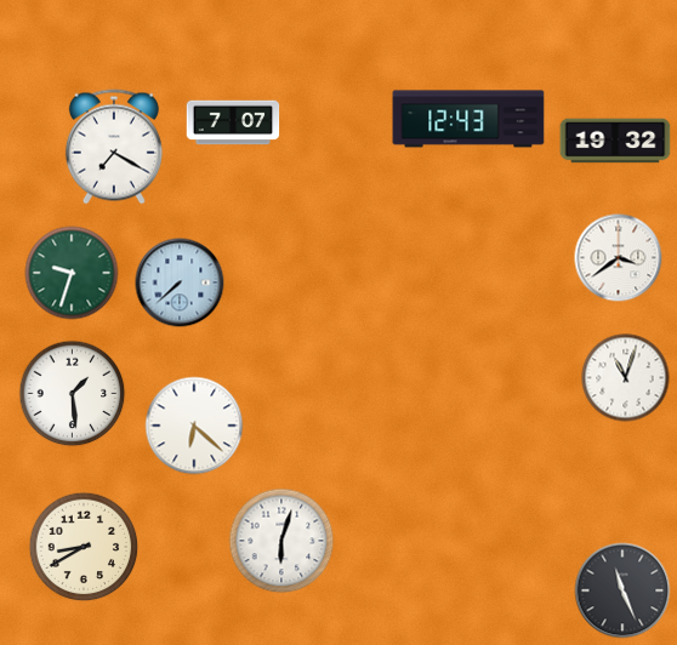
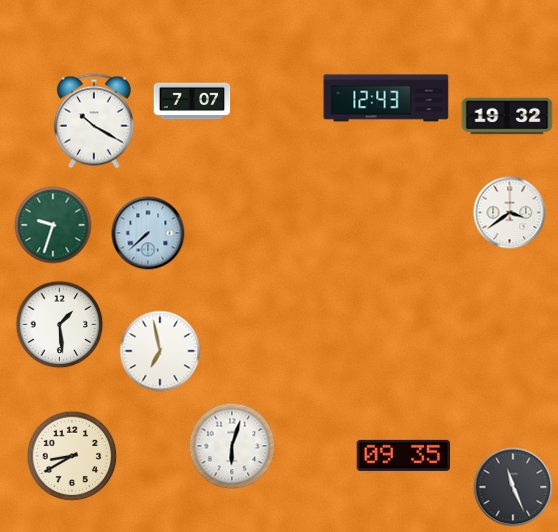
clock at (114, 147): 7:20 -> 10:20
clock at (72, 273) position: (72, 273) -> (53, 225)
clock at (626, 378): 11:03 -> none
clock at (194, 426): 6:22 -> 6:58
clock at (84, 547) position: (84, 547) -> (72, 456)
clock at (404, 455): none -> 09:35
